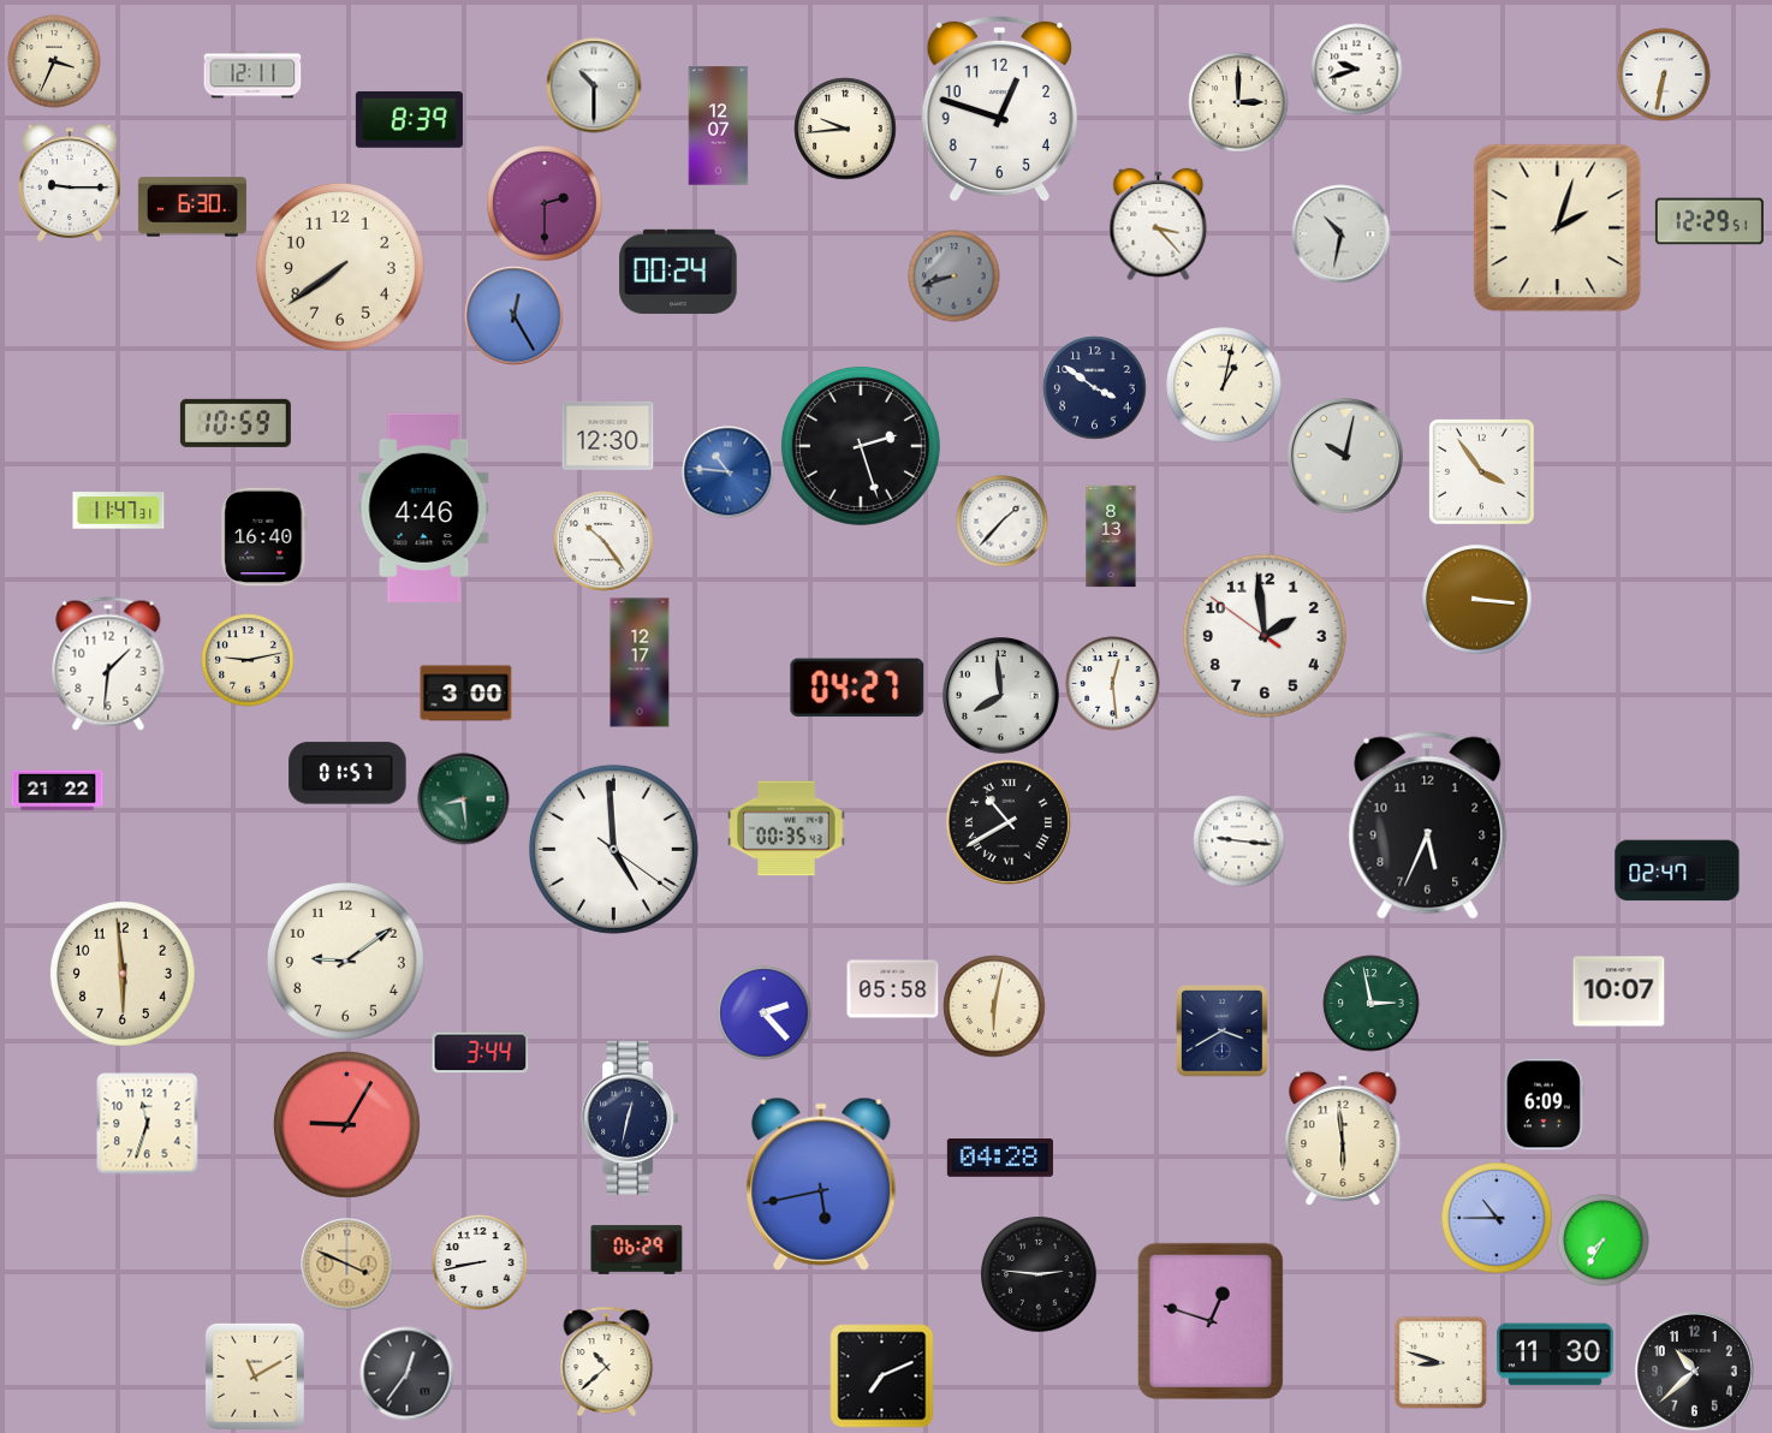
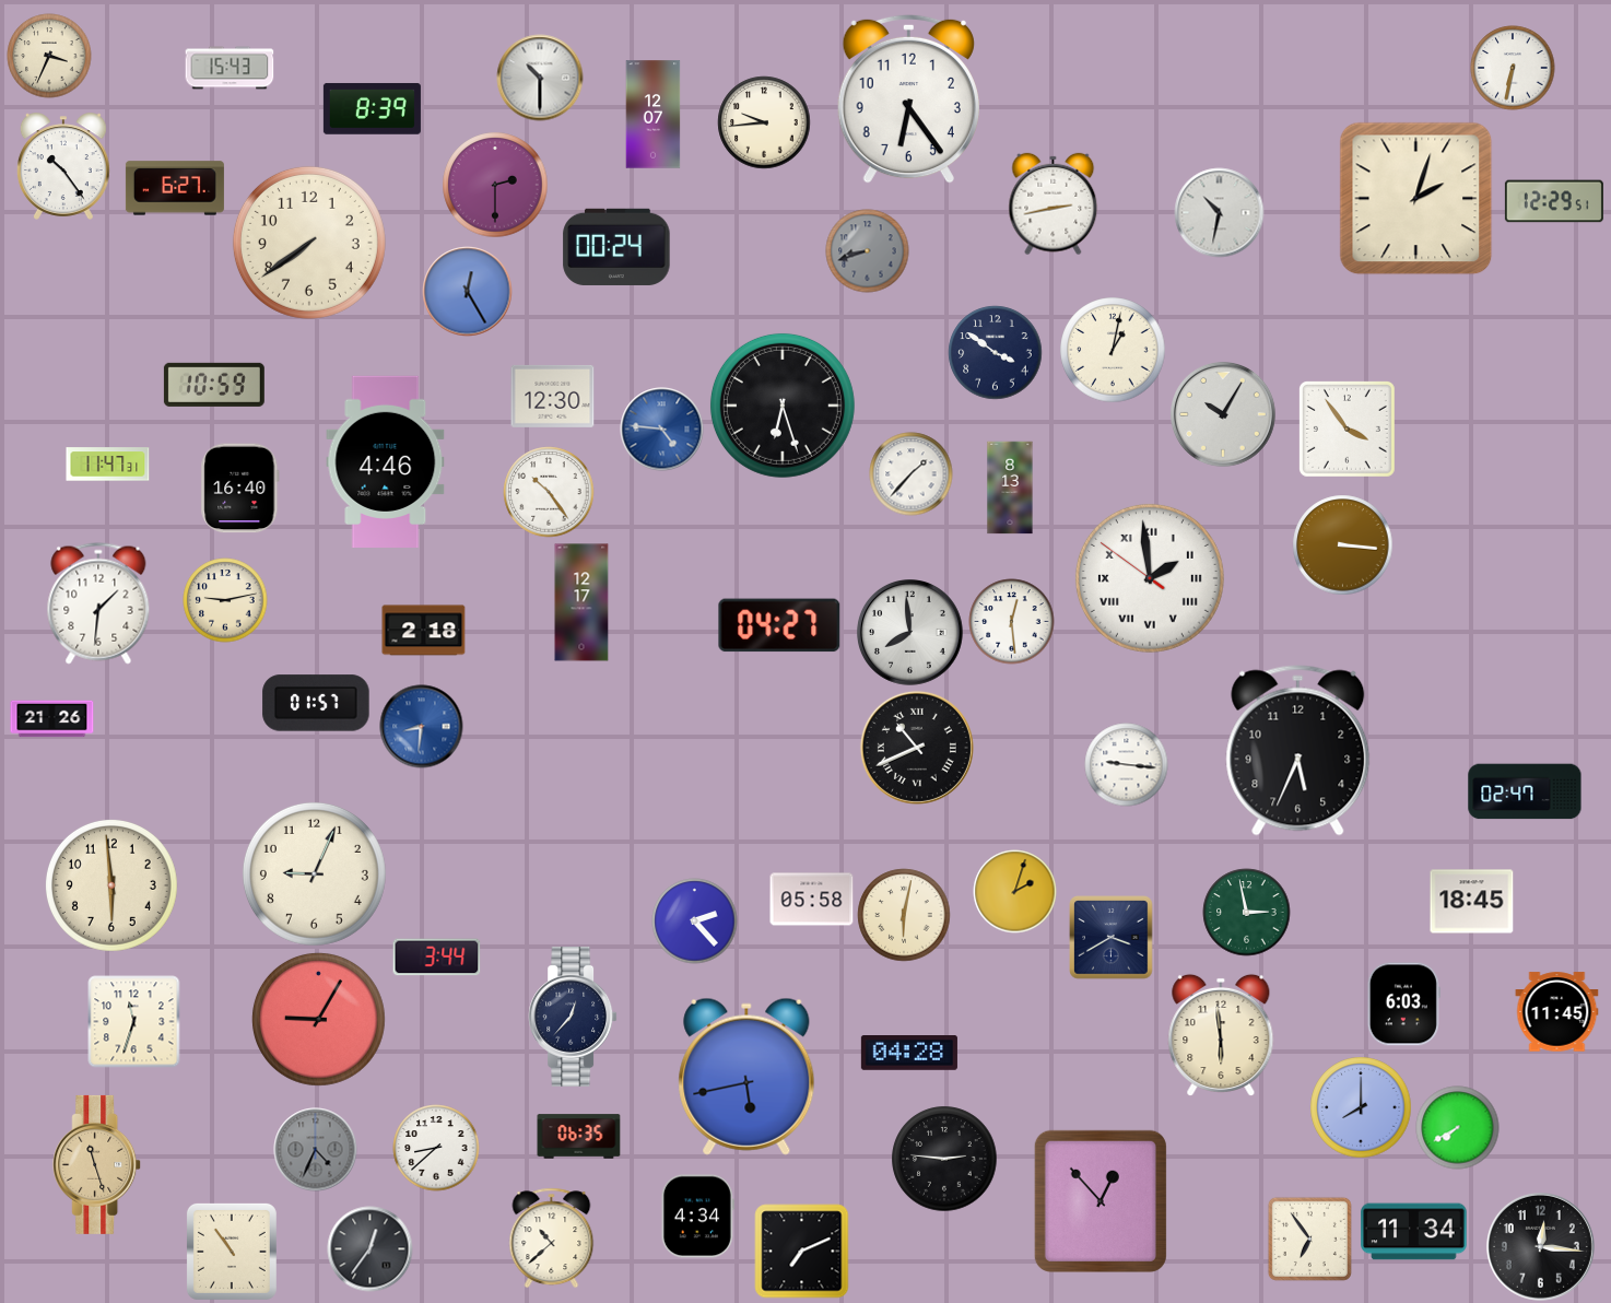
clock at (1357, 70): 9:42 -> none
clock at (252, 75): 12:11 -> 15:43
clock at (1238, 102): 3:00 -> none
clock at (999, 108): 12:48 -> 6:24
clock at (845, 129) position: (845, 129) -> (764, 122)
clock at (70, 183): 9:15 -> 10:24
clock at (192, 207): 6:30 -> 6:27
clock at (1159, 225): 3:23 -> 2:43
clock at (1558, 228) position: (1558, 228) -> (1416, 199)
clock at (515, 316) position: (515, 316) -> (468, 292)
clock at (861, 446): 2:27 -> 6:27
clock at (1346, 457): 10:02 -> 10:05
clock at (729, 472): 10:46 -> 4:46
clock at (1265, 636) numerals: Arabic -> Roman
clock at (466, 694): 3:00 -> 2:18
clock at (58, 791): 21:22 -> 21:26
clock at (464, 799): 8:29 -> 8:31
clock at (464, 799) dial: green -> blue
clock at (1009, 822): 10:40 -> 10:41
clock at (786, 828): 00:35 -> none
clock at (613, 849): 4:59 -> none
clock at (345, 961): 9:09 -> 9:04
clock at (1015, 892): none -> 2:03
clock at (1619, 992): 10:07 -> 18:45
clock at (1544, 1105): 6:09 -> 6:03
clock at (1557, 1012): none -> 11:45
clock at (630, 1118): 12:32 -> 12:37
clock at (346, 1124) position: (346, 1124) -> (318, 1019)
clock at (1497, 1218): 10:45 -> 8:00
clock at (1604, 1241): 7:35 -> 7:40
clock at (637, 1250): 06:29 -> 06:35
clock at (480, 1262): 8:43 -> 8:38
clock at (347, 1265): 3:49 -> 4:34
clock at (347, 1265) dial: champagne -> grey
clock at (97, 1164): none -> 11:27
clock at (1211, 1321): 12:48 -> 12:53
clock at (697, 1217): none -> 4:34
clock at (1556, 1355): 11:30 -> 11:34
clock at (1440, 1362): 8:48 -> 6:54
clock at (1694, 1370): 10:38 -> 12:16
clock at (255, 1376): 11:10 -> 10:54
